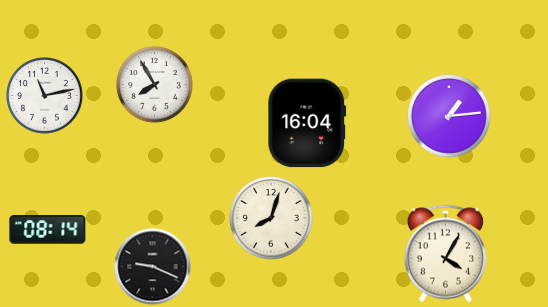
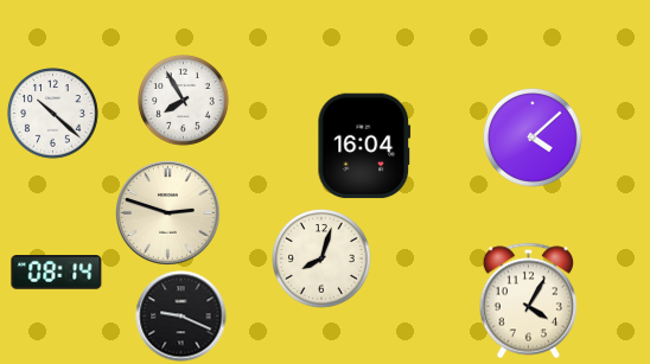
clock at (45, 96): 11:13 -> 10:22
clock at (450, 117): 1:14 -> 4:08
clock at (168, 213): none -> 2:48
